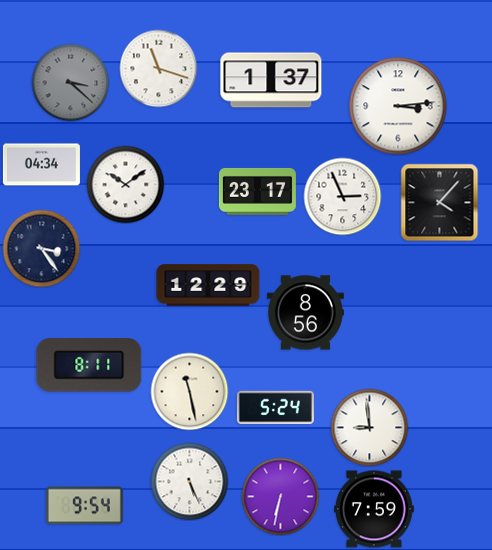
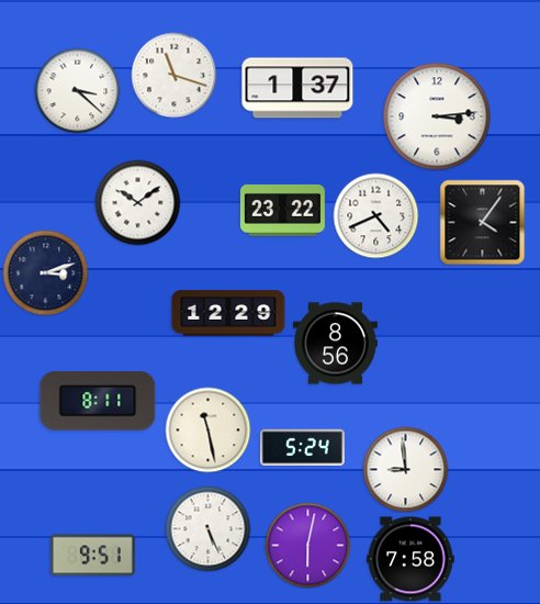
clock at (70, 82) dial: grey -> white
clock at (41, 165): 04:34 -> none
clock at (257, 191): 23:17 -> 23:22
clock at (342, 196): 2:56 -> 4:41
clock at (439, 202): 4:07 -> 4:06
clock at (41, 248): 3:24 -> 3:12
clock at (280, 496): 6:32 -> 6:02
clock at (84, 506): 9:54 -> 9:51
clock at (375, 509): 7:59 -> 7:58
